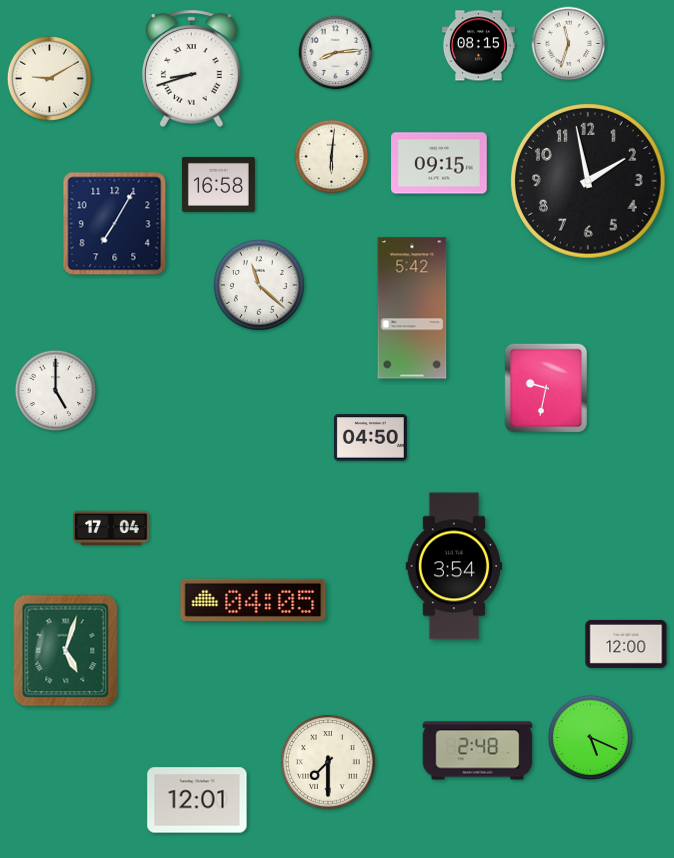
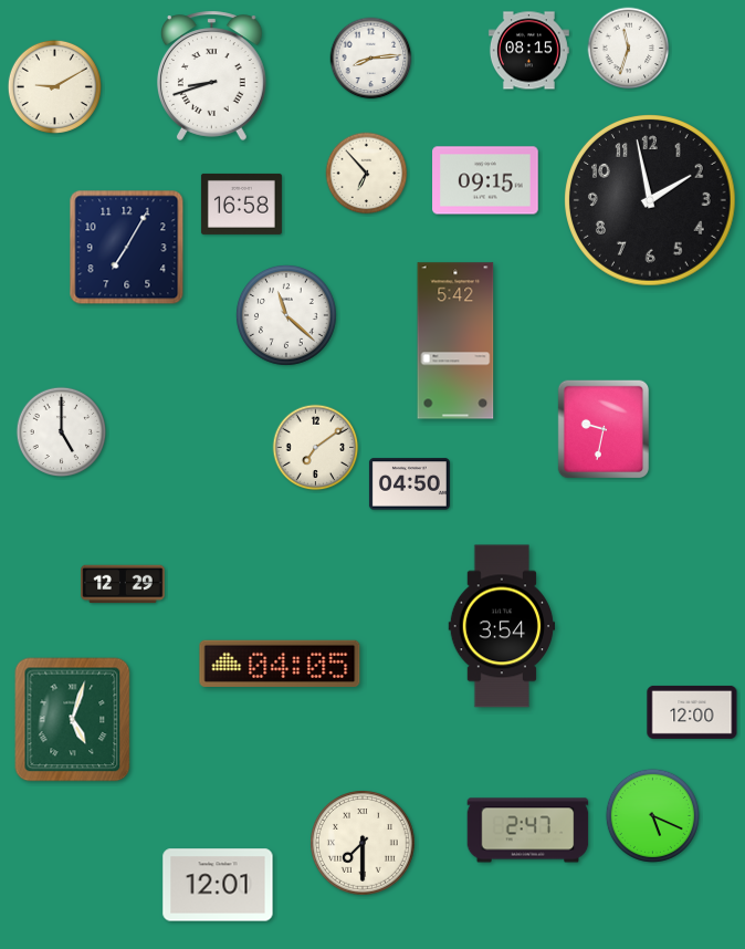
clock at (332, 157): 6:01 -> 6:53
clock at (316, 448): none -> 7:09
clock at (111, 528): 17:04 -> 12:29
clock at (478, 751): 2:48 -> 2:47
